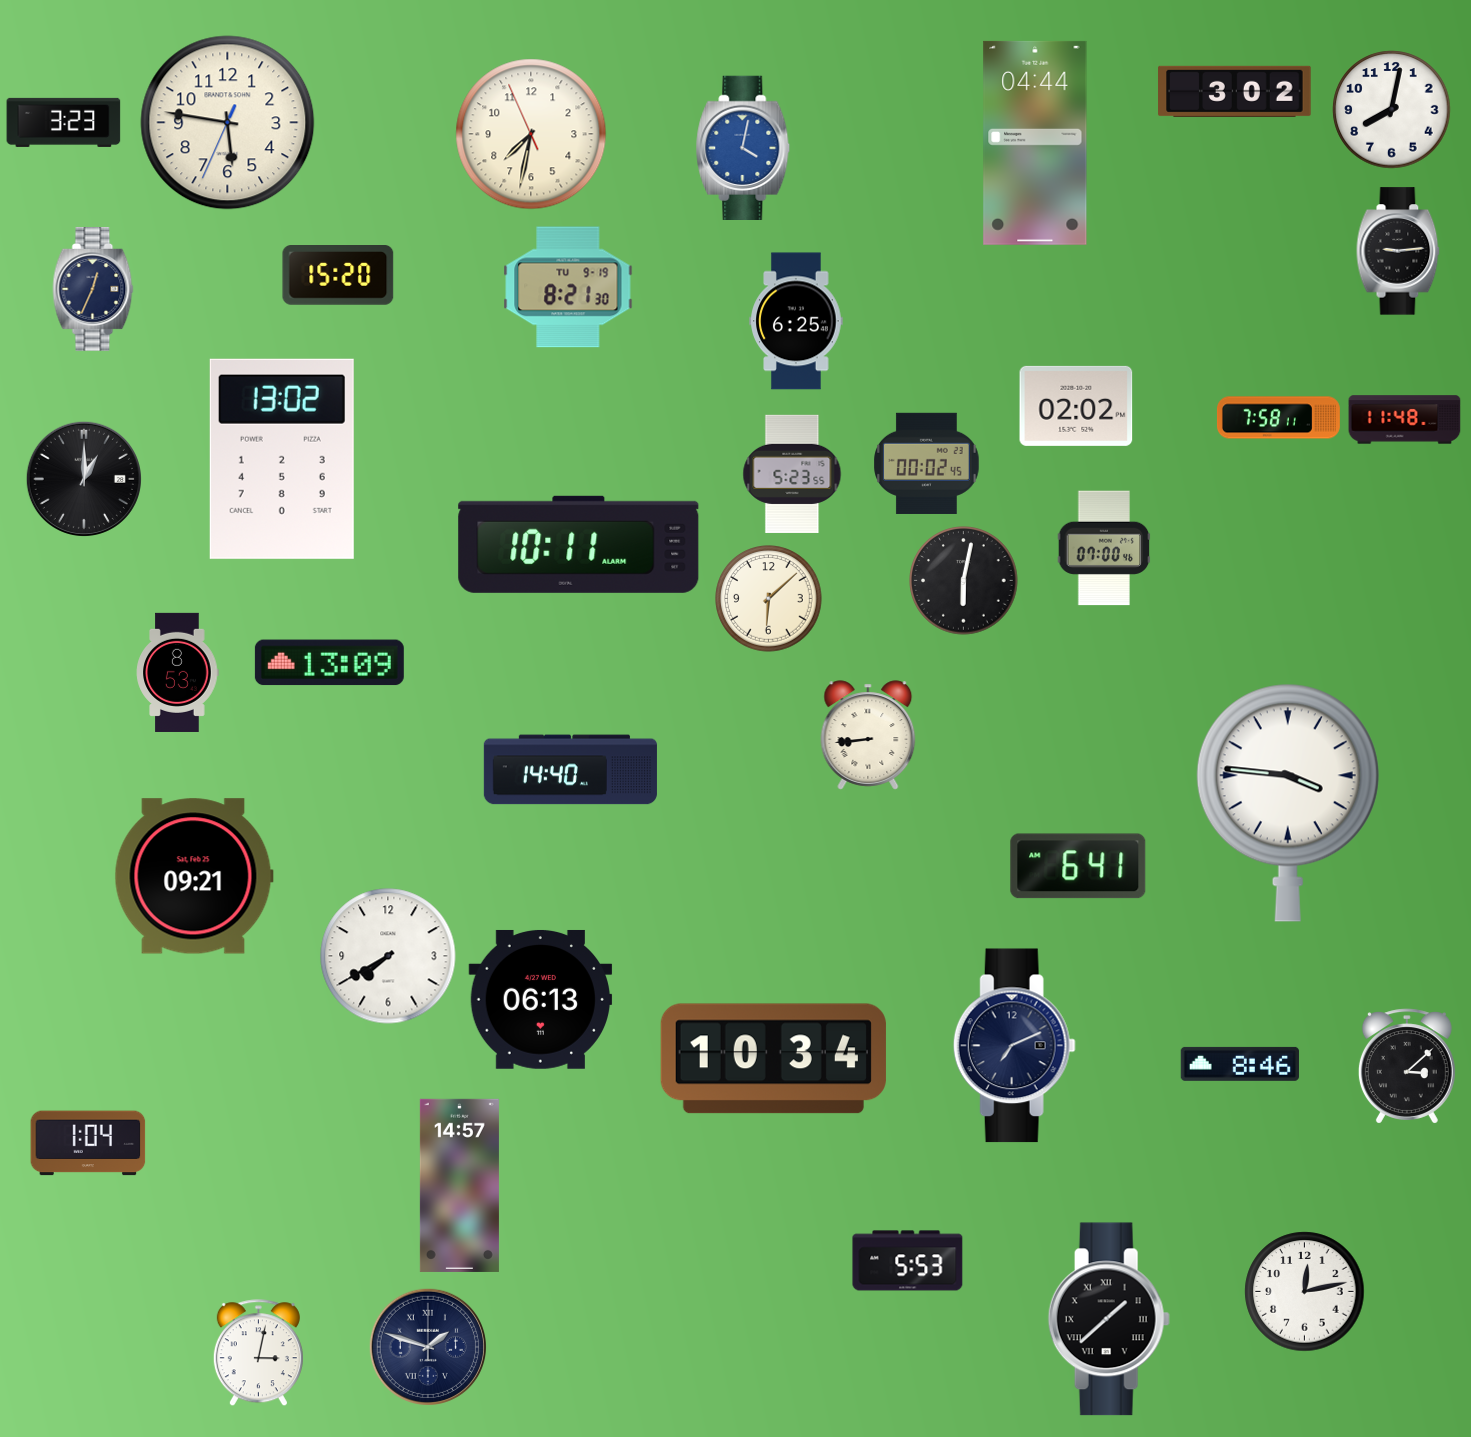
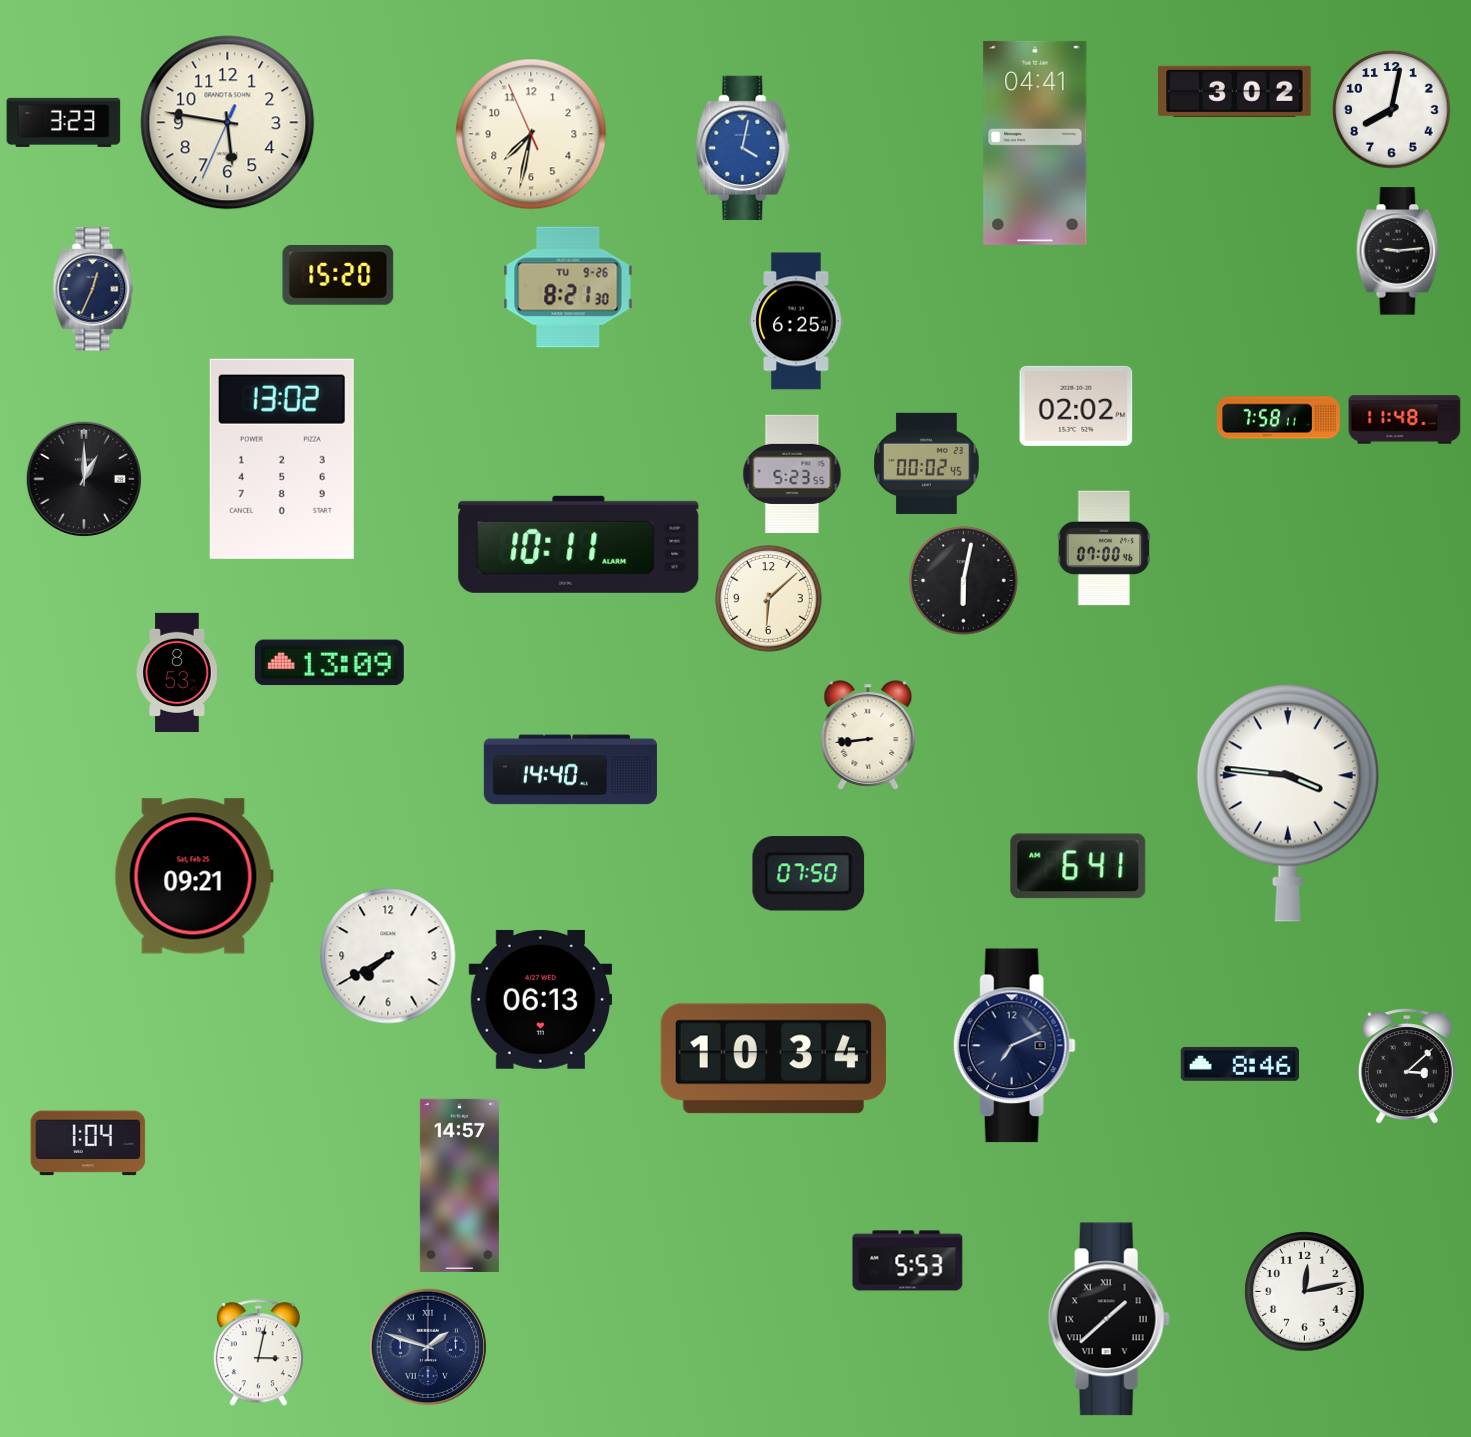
clock at (1035, 143): 04:44 -> 04:41
clock at (568, 287) date: TU 9-19 -> TU 9-26
clock at (809, 874): none -> 07:50
